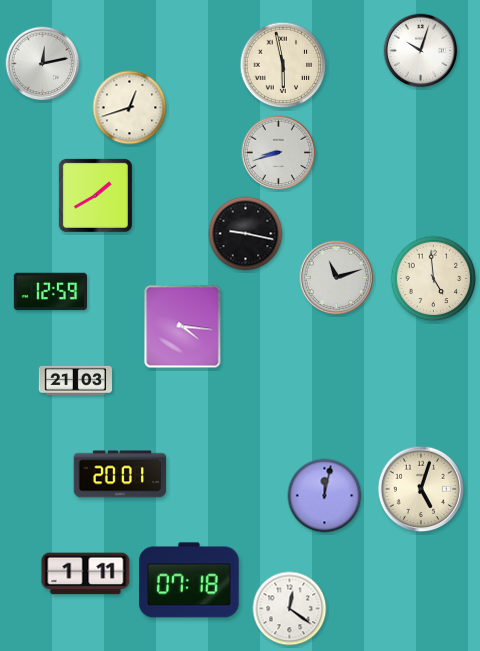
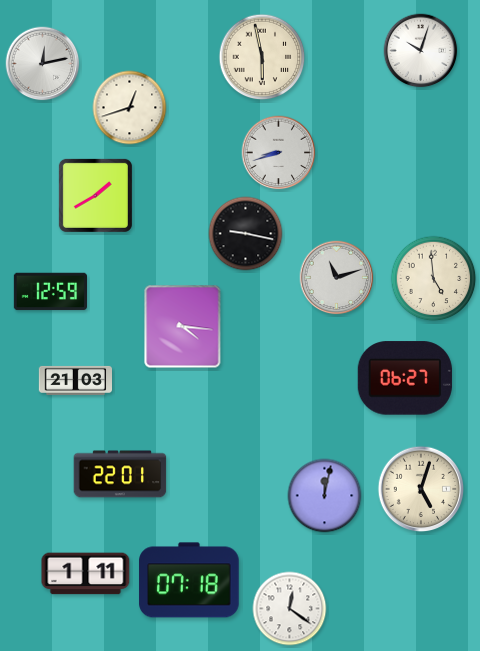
clock at (283, 65) position: (283, 65) -> (262, 57)
clock at (405, 378): none -> 06:27
clock at (120, 474): 20:01 -> 22:01
